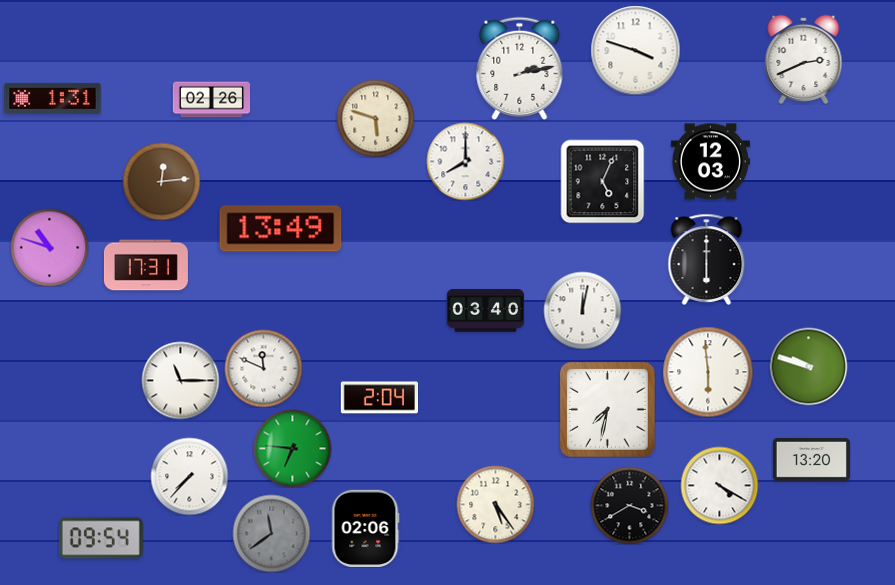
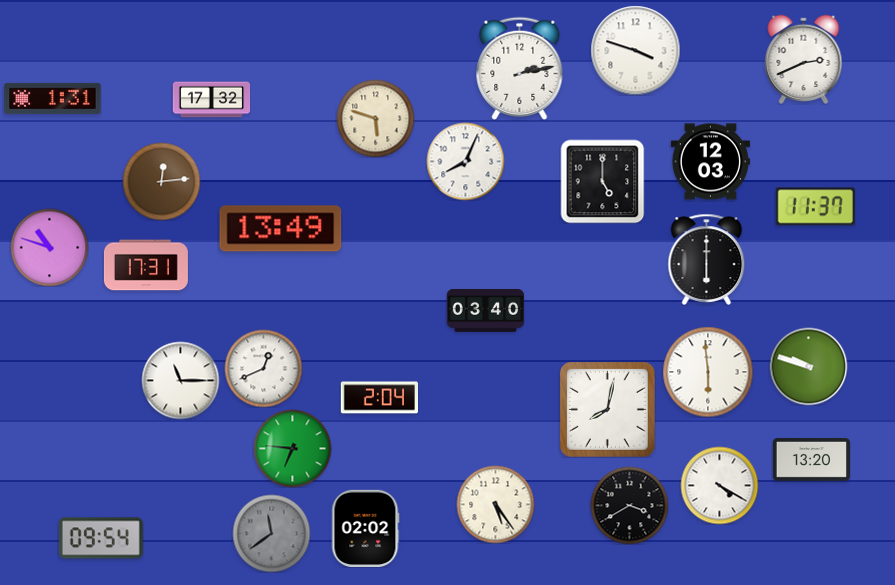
clock at (211, 100): 02:26 -> 17:32
clock at (465, 161): 8:00 -> 8:04
clock at (602, 181): 5:04 -> 5:00
clock at (815, 207): none -> 11:37
clock at (582, 310): 12:02 -> none
clock at (263, 368): 11:49 -> 12:41
clock at (607, 409): 7:32 -> 8:02
clock at (189, 476): 7:37 -> none
clock at (365, 528): 02:06 -> 02:02
